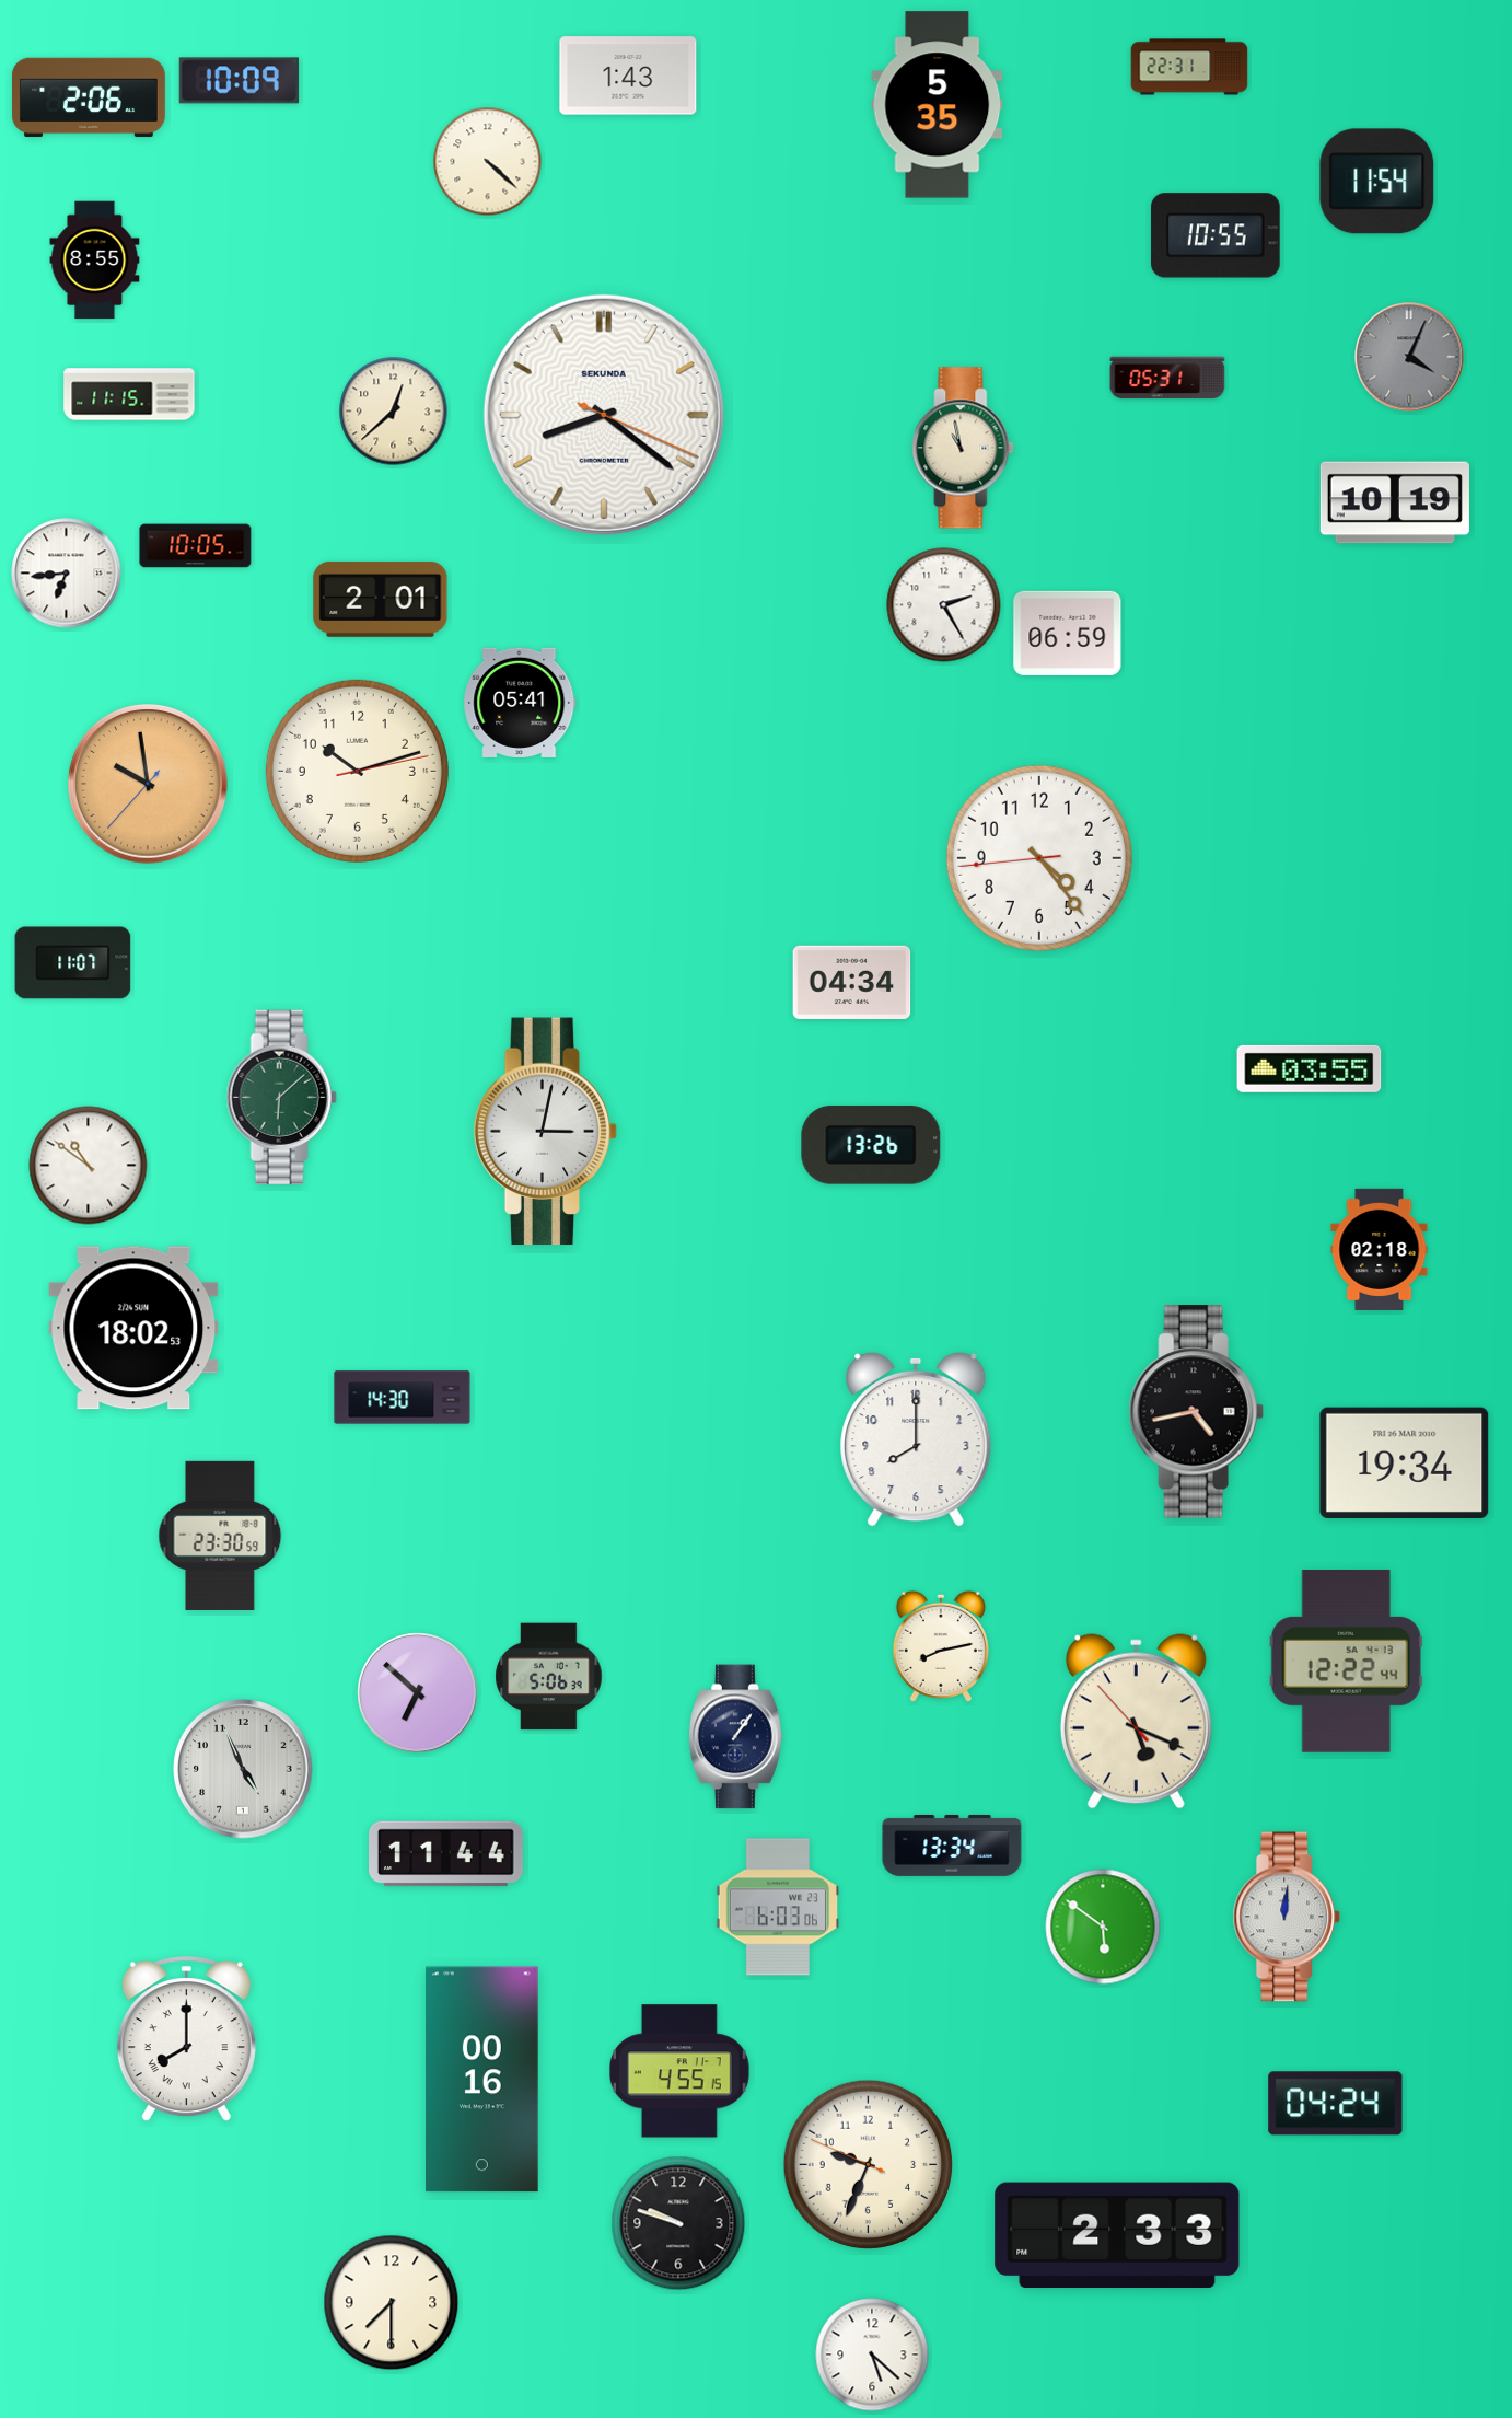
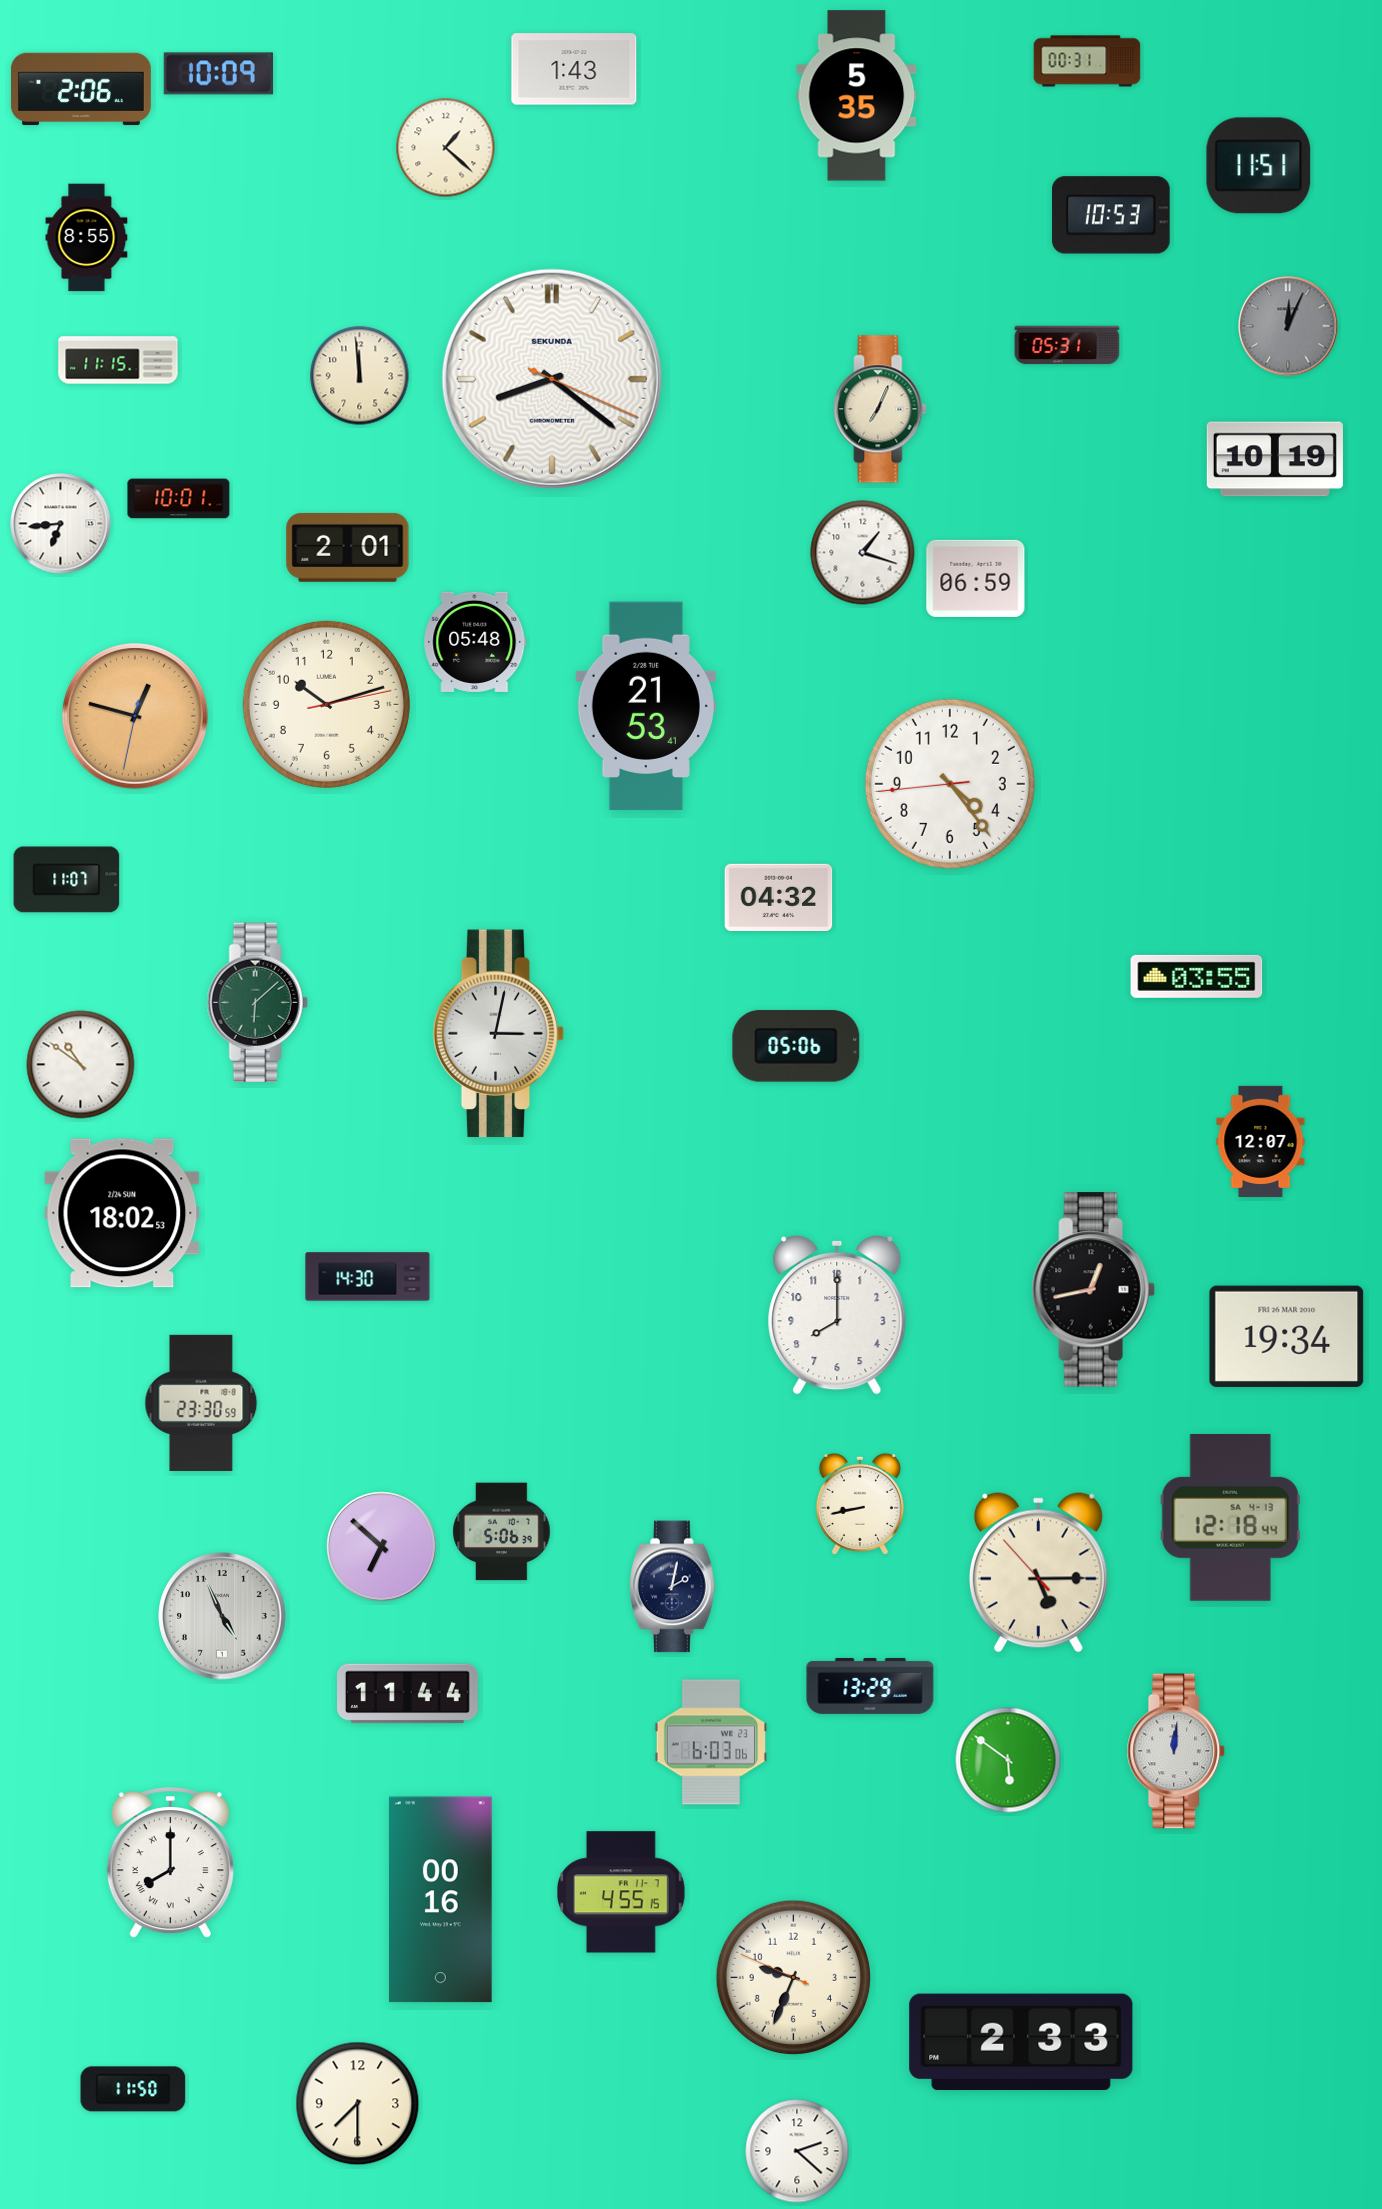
clock at (1189, 67): 22:31 -> 00:31
clock at (488, 162): 4:22 -> 1:22
clock at (1377, 182): 11:54 -> 11:51
clock at (1216, 235): 10:55 -> 10:53
clock at (1409, 357): 4:04 -> 12:04
clock at (394, 412): 12:38 -> 11:59
clock at (963, 448): 10:58 -> 7:04
clock at (196, 546): 10:05 -> 10:01
clock at (944, 605): 2:25 -> 1:18
clock at (520, 703): 05:41 -> 05:48
clock at (646, 706): none -> 21:53
clock at (148, 784): 9:58 -> 12:47
clock at (852, 982): 04:34 -> 04:32
clock at (871, 1145): 13:26 -> 05:06
clock at (1380, 1249): 02:18 -> 12:07
clock at (1196, 1412): 4:43 -> 12:43
clock at (1405, 1462) position: (1405, 1462) -> (1287, 1336)
clock at (941, 1646): 8:13 -> 8:43
clock at (1346, 1662): 12:22 -> 12:18
clock at (1136, 1722): 5:18 -> 5:14
clock at (736, 1737): 1:06 -> 2:02
clock at (952, 1846): 13:34 -> 13:29
clock at (1336, 2104): 04:24 -> none
clock at (678, 2223): 9:48 -> none
clock at (133, 2089): none -> 11:50
clock at (872, 2355): 5:22 -> 2:22
